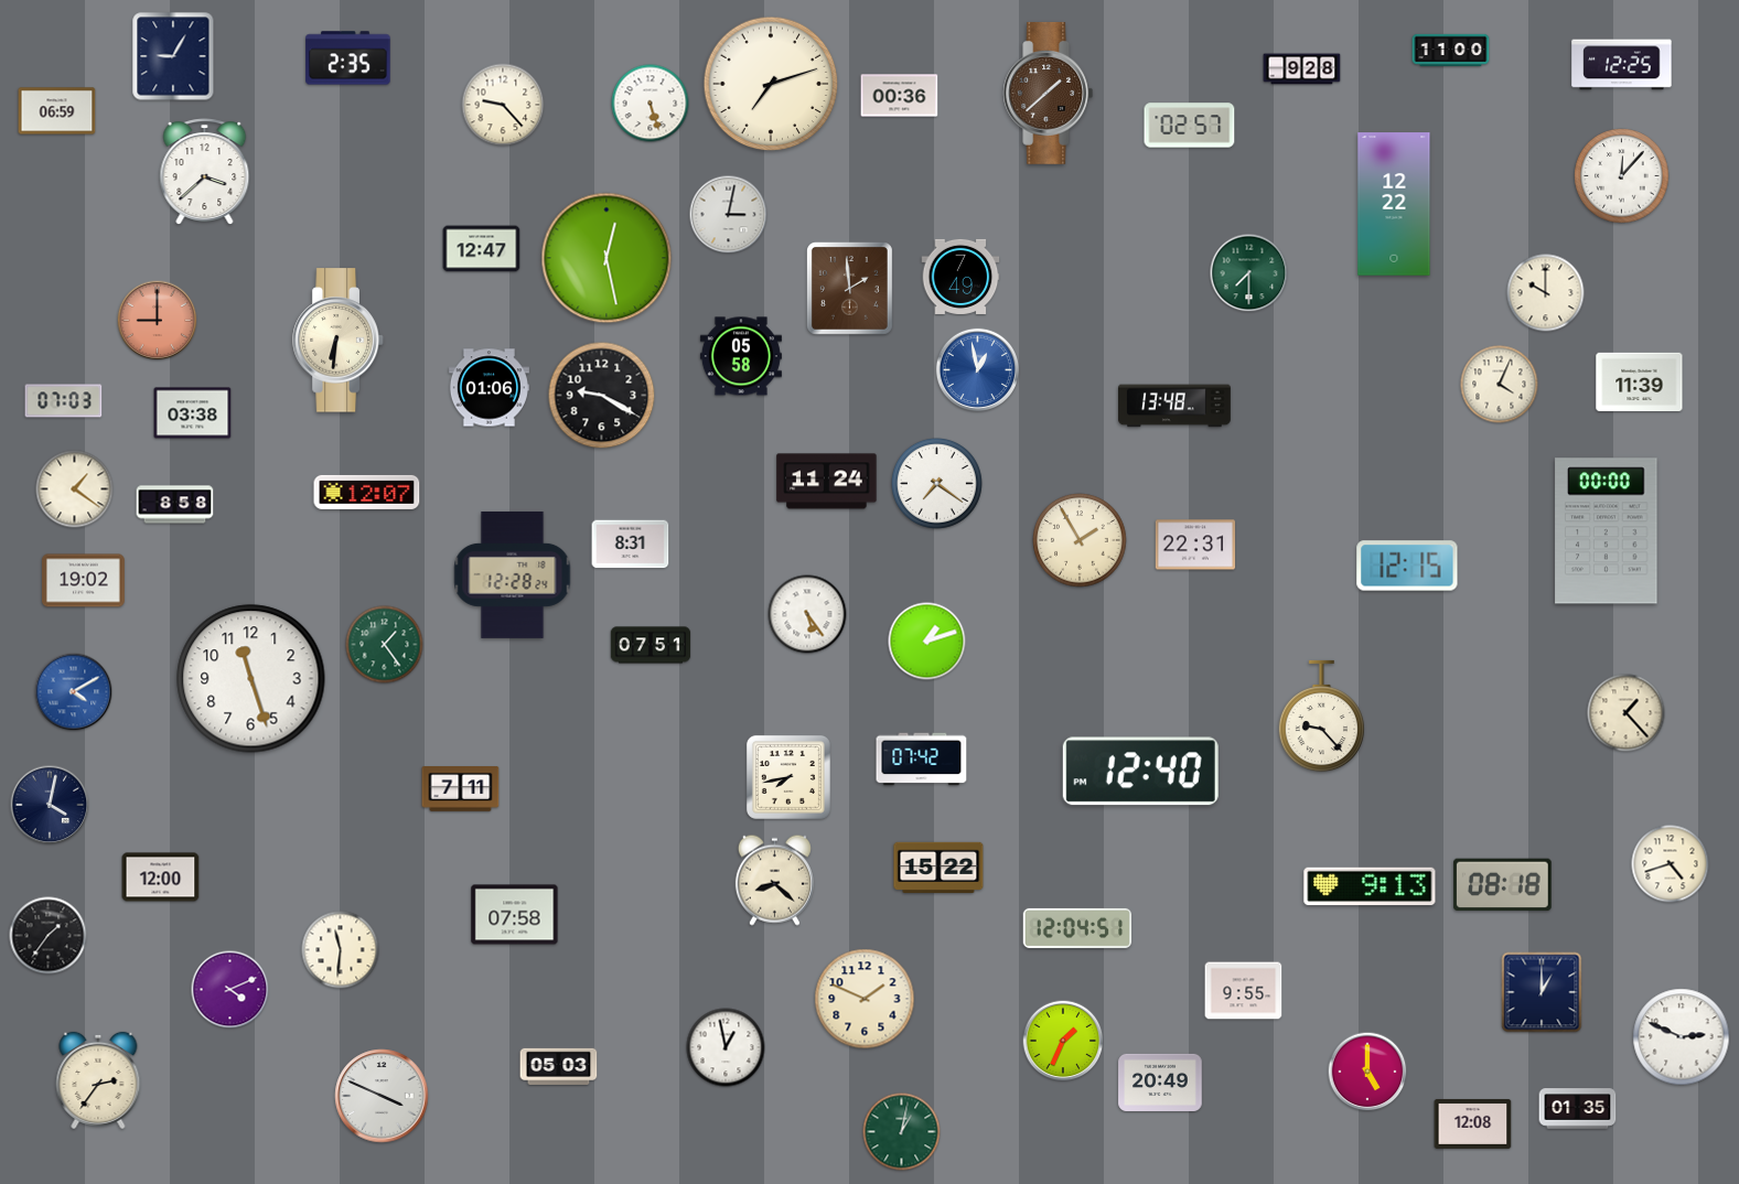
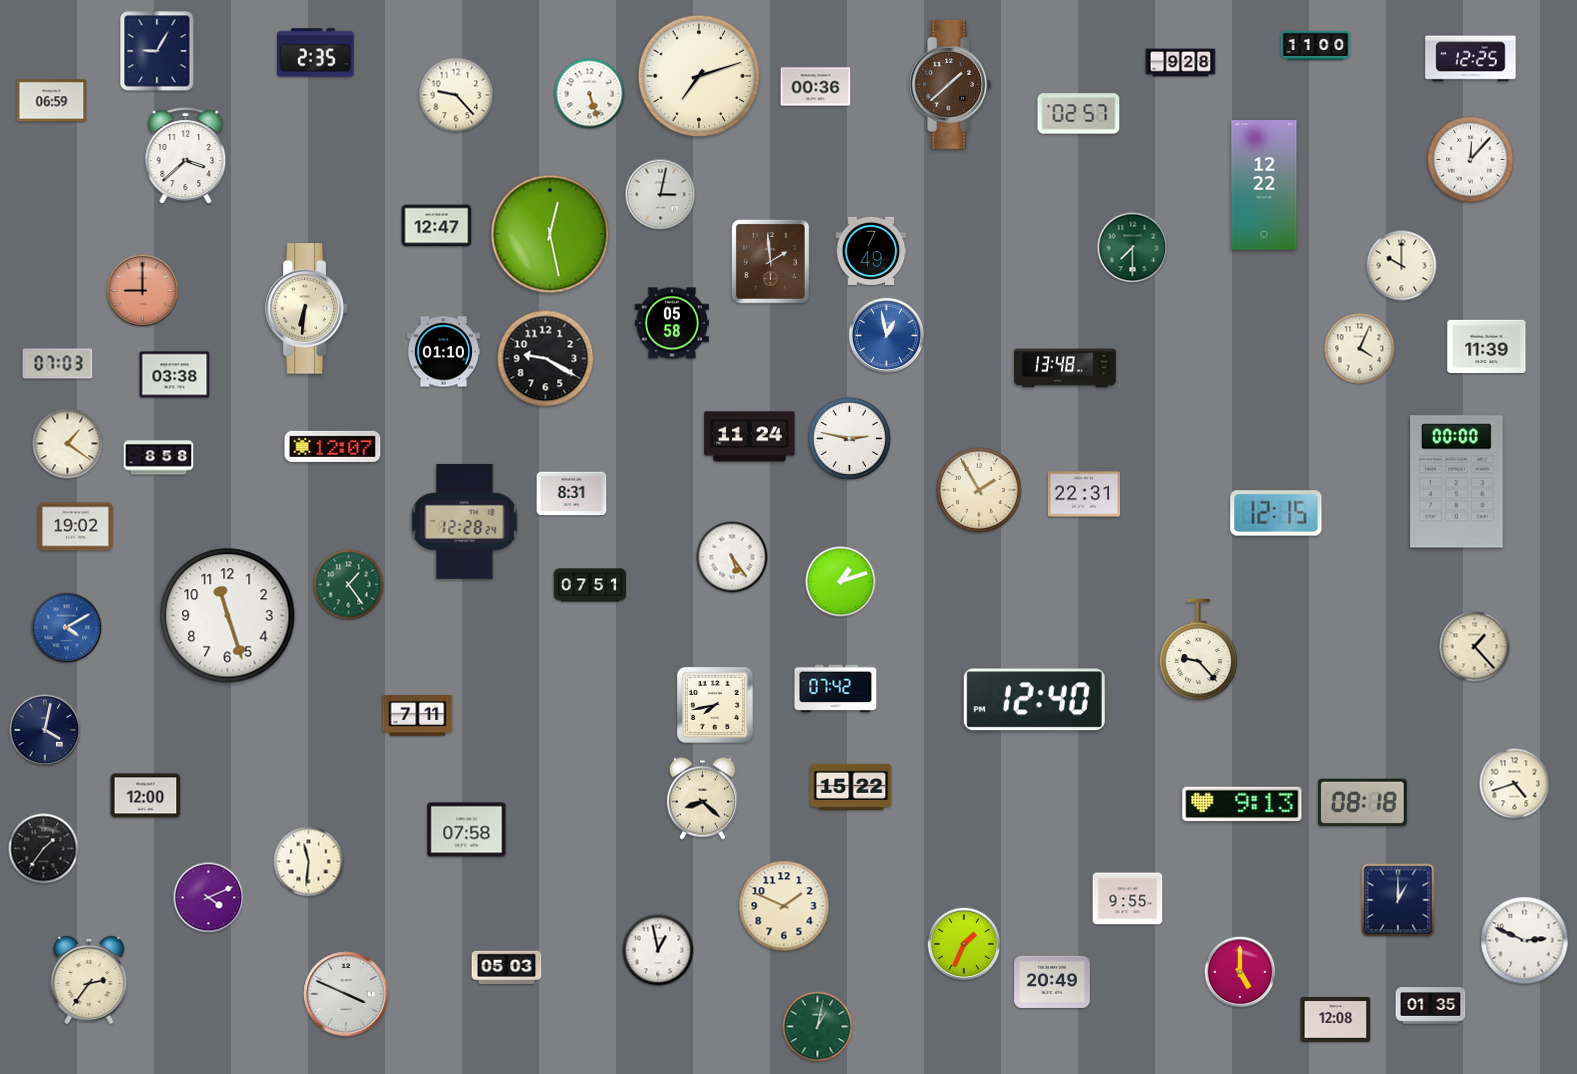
clock at (489, 388): 01:06 -> 01:10
clock at (936, 483): 7:21 -> 2:47
clock at (1077, 928): 12:04 -> none
